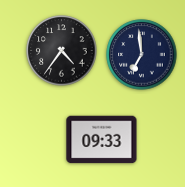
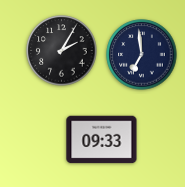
clock at (62, 51): 4:36 -> 2:05
